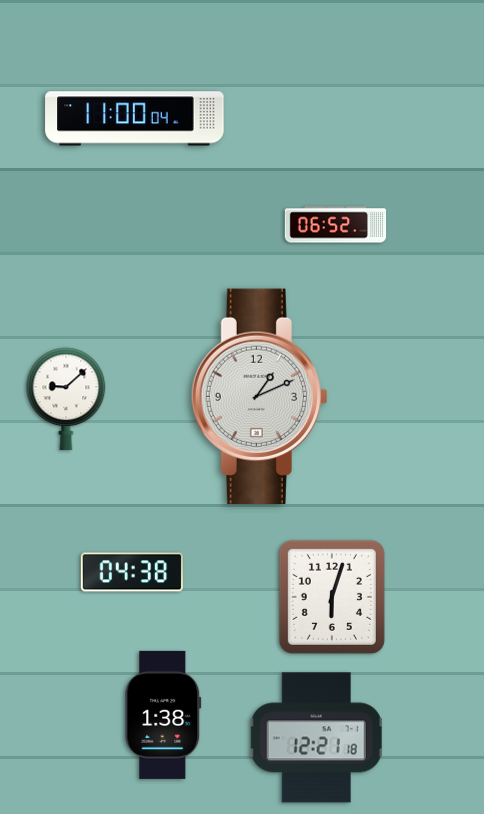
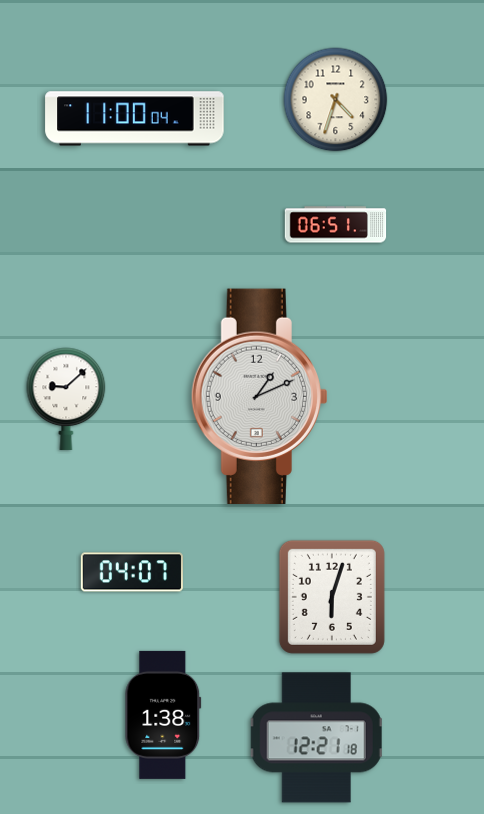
clock at (336, 100): none -> 4:33
clock at (336, 225): 06:52 -> 06:51
clock at (132, 572): 04:38 -> 04:07
